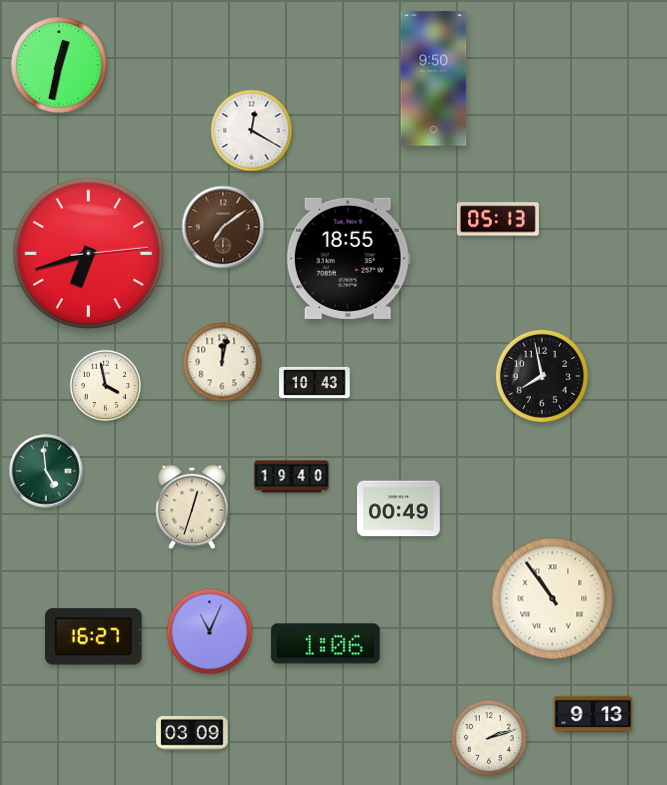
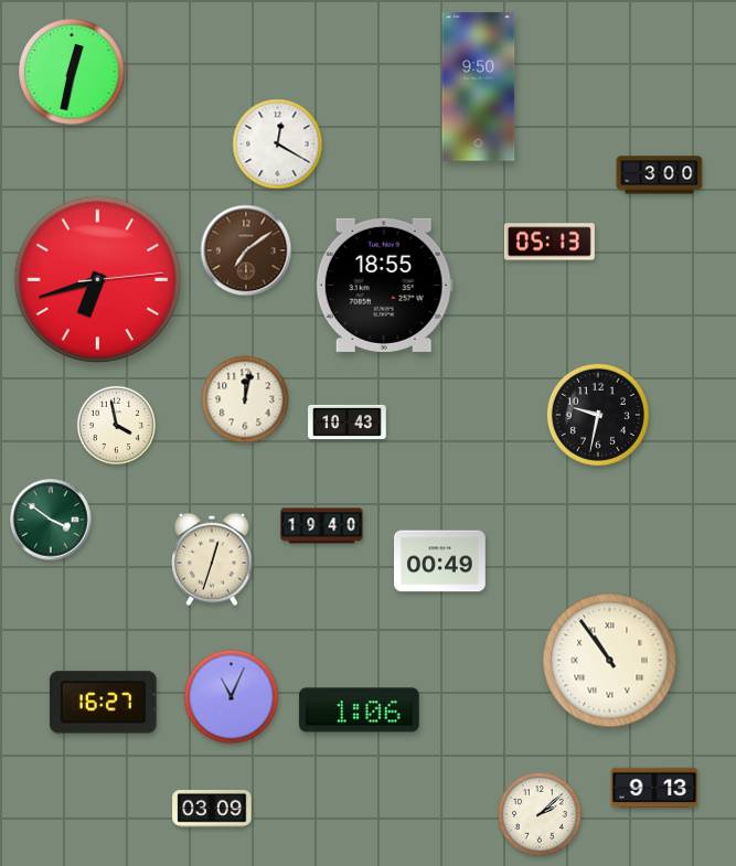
clock at (59, 65) position: (59, 65) -> (72, 72)
clock at (660, 175): none -> 3:00
clock at (542, 376): 7:58 -> 9:32
clock at (46, 471): 4:59 -> 3:51
clock at (489, 738): 2:12 -> 2:08
